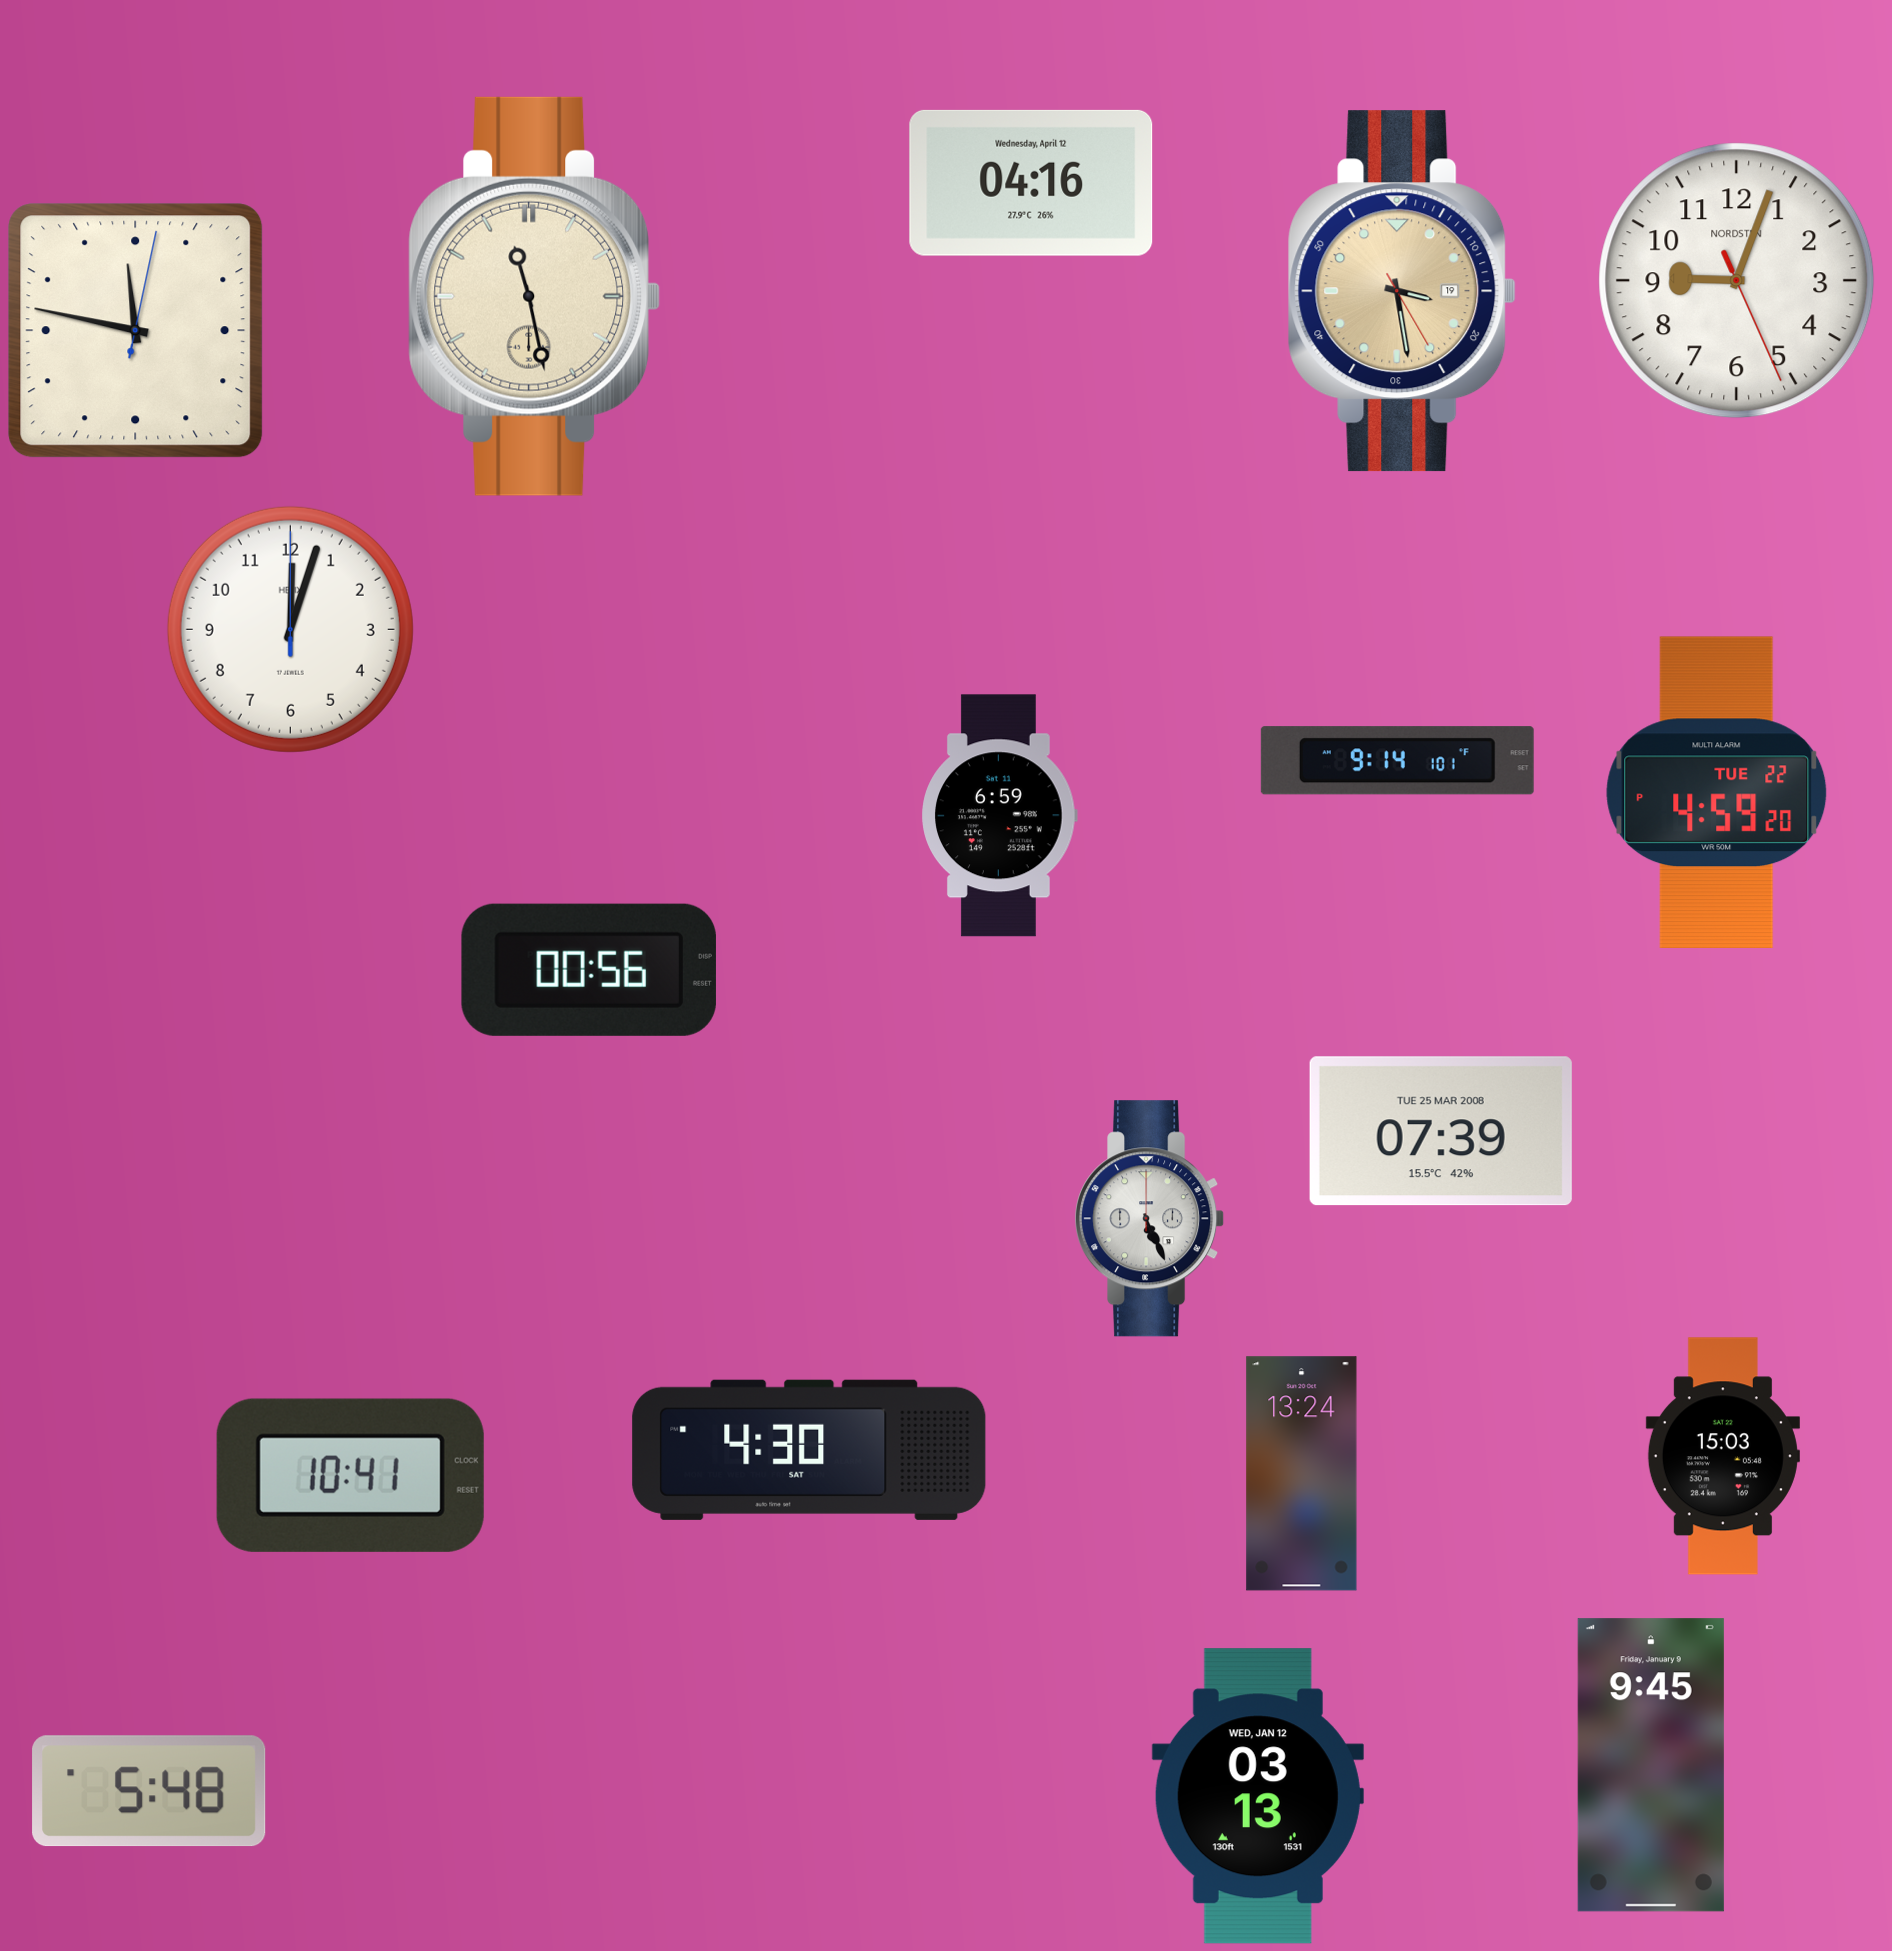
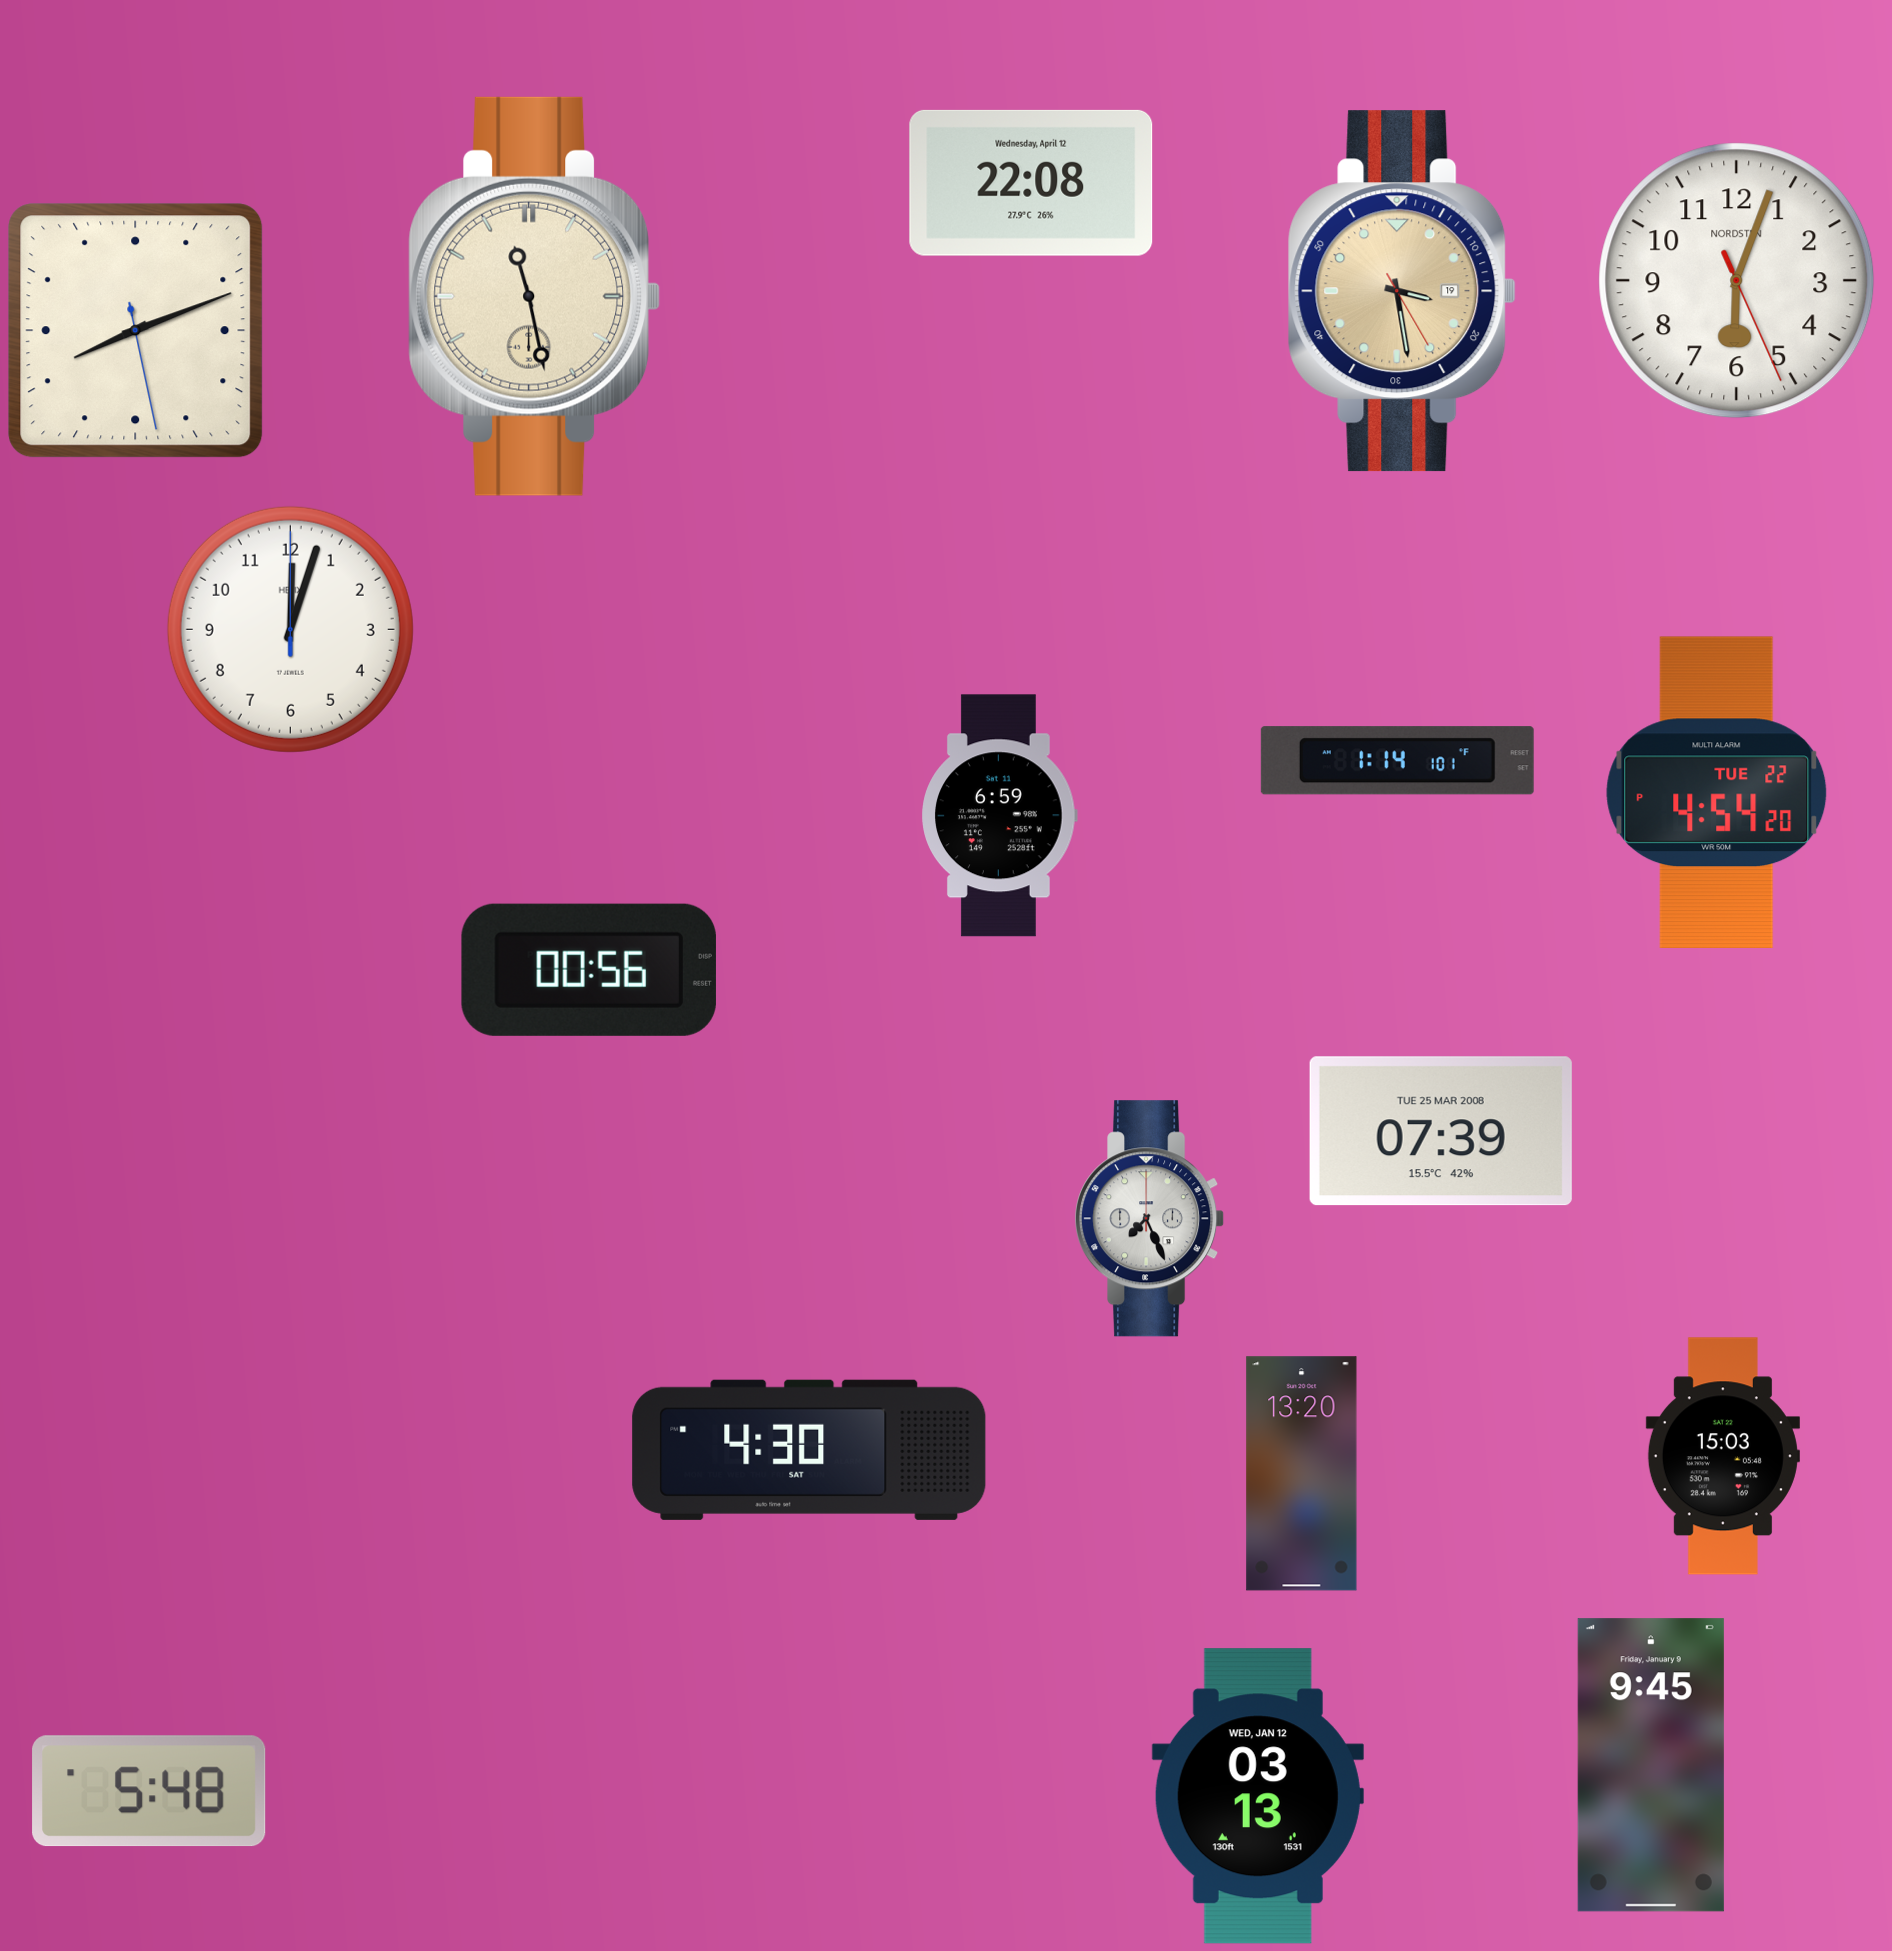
clock at (1031, 183): 04:16 -> 22:08
clock at (1737, 281): 9:03 -> 6:03
clock at (136, 331): 11:47 -> 8:11
clock at (1397, 761): 9:14 -> 1:14
clock at (1717, 792): 4:59 -> 4:54
clock at (1151, 1219): 5:26 -> 7:26
clock at (1302, 1474): 13:24 -> 13:20
clock at (350, 1475): 10:41 -> none
